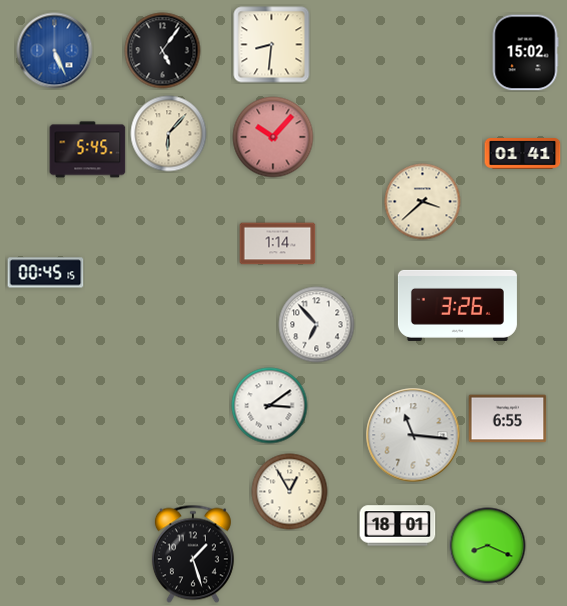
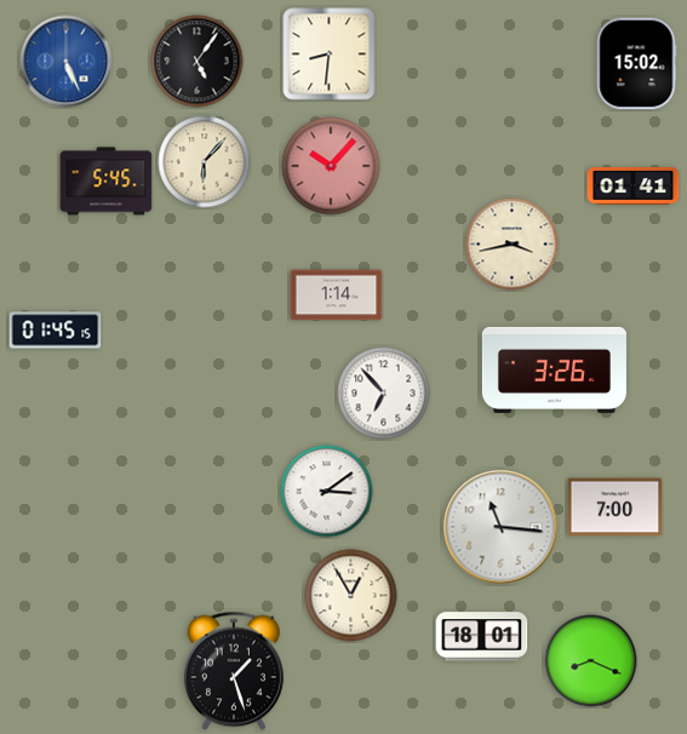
clock at (423, 202): 3:38 -> 3:43
clock at (46, 273): 00:45 -> 01:45
clock at (508, 419): 6:55 -> 7:00
